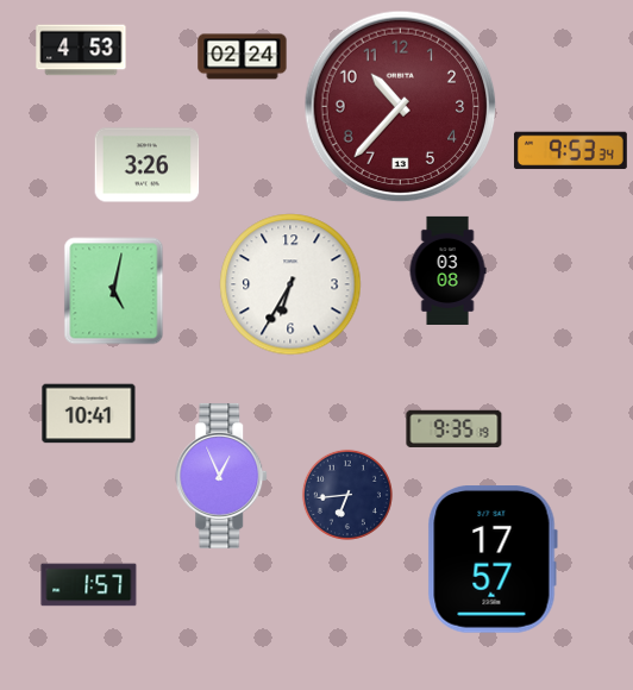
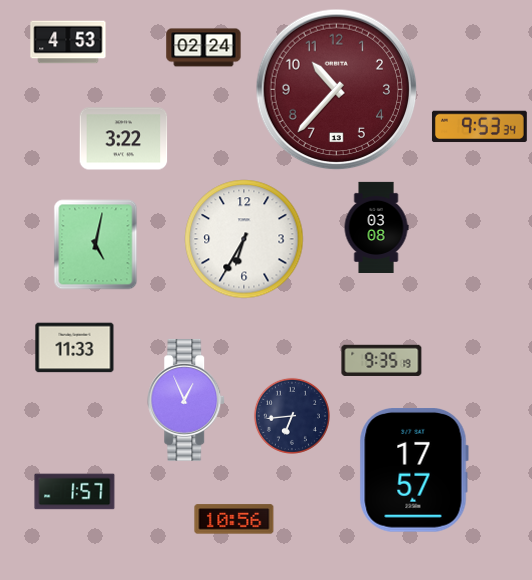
clock at (148, 165): 3:26 -> 3:22
clock at (89, 414): 10:41 -> 11:33
clock at (234, 519): none -> 10:56
